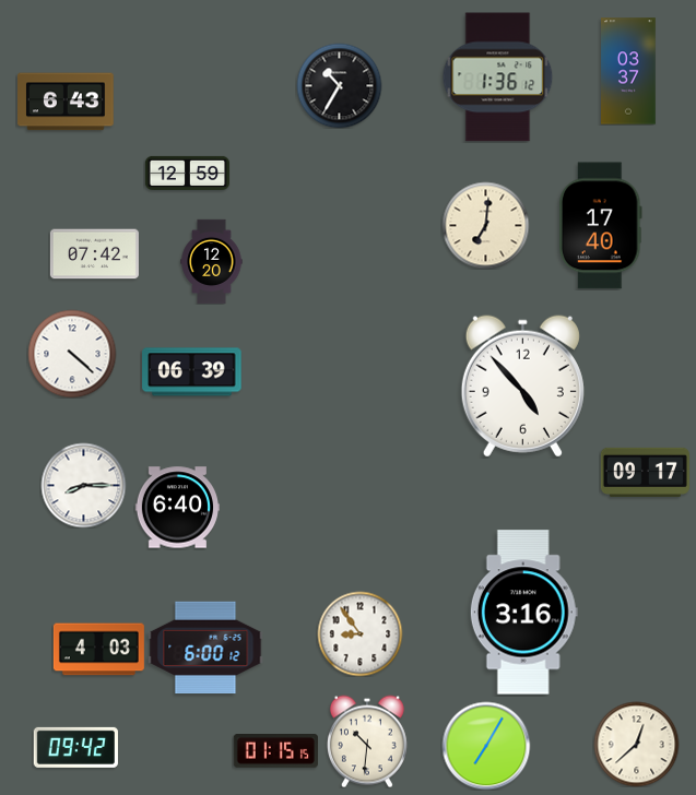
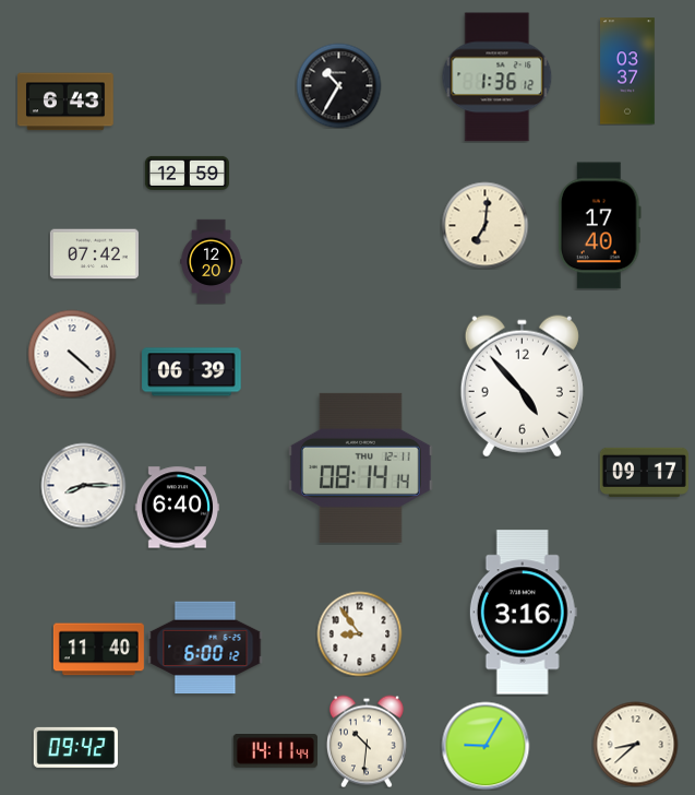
clock at (360, 467): none -> 08:14
clock at (98, 650): 4:03 -> 11:40
clock at (636, 744): 12:38 -> 8:38
clock at (486, 746): 7:05 -> 9:05
clock at (275, 751): 01:15 -> 14:11
